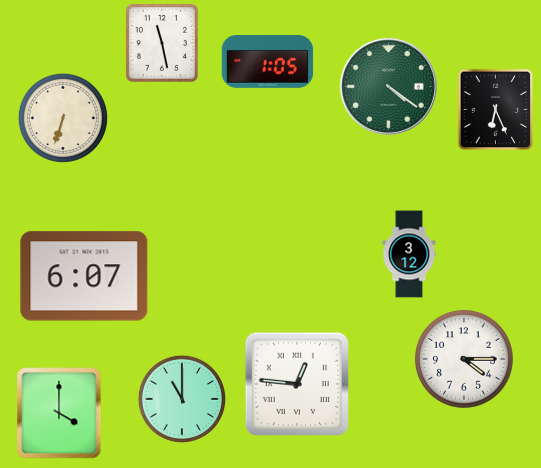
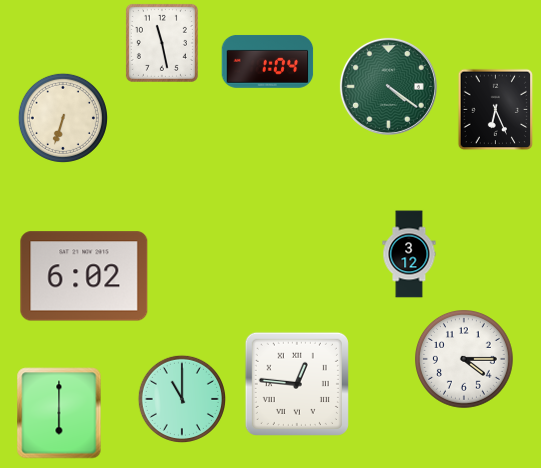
clock at (268, 61): 1:05 -> 1:04
clock at (84, 276): 6:07 -> 6:02
clock at (59, 413): 4:00 -> 6:00
